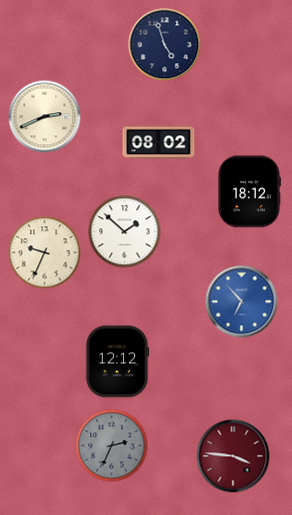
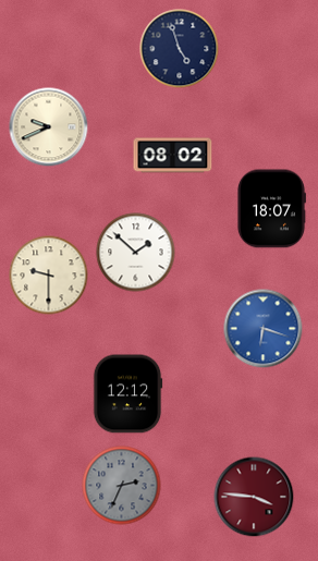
clock at (45, 117): 2:41 -> 9:41
clock at (249, 192): 18:12 -> 18:07
clock at (45, 253): 9:34 -> 9:30
clock at (242, 302): 6:53 -> 6:18
